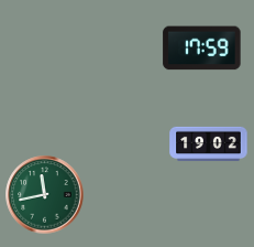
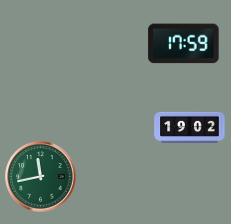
clock at (209, 144) position: (209, 144) -> (190, 128)
